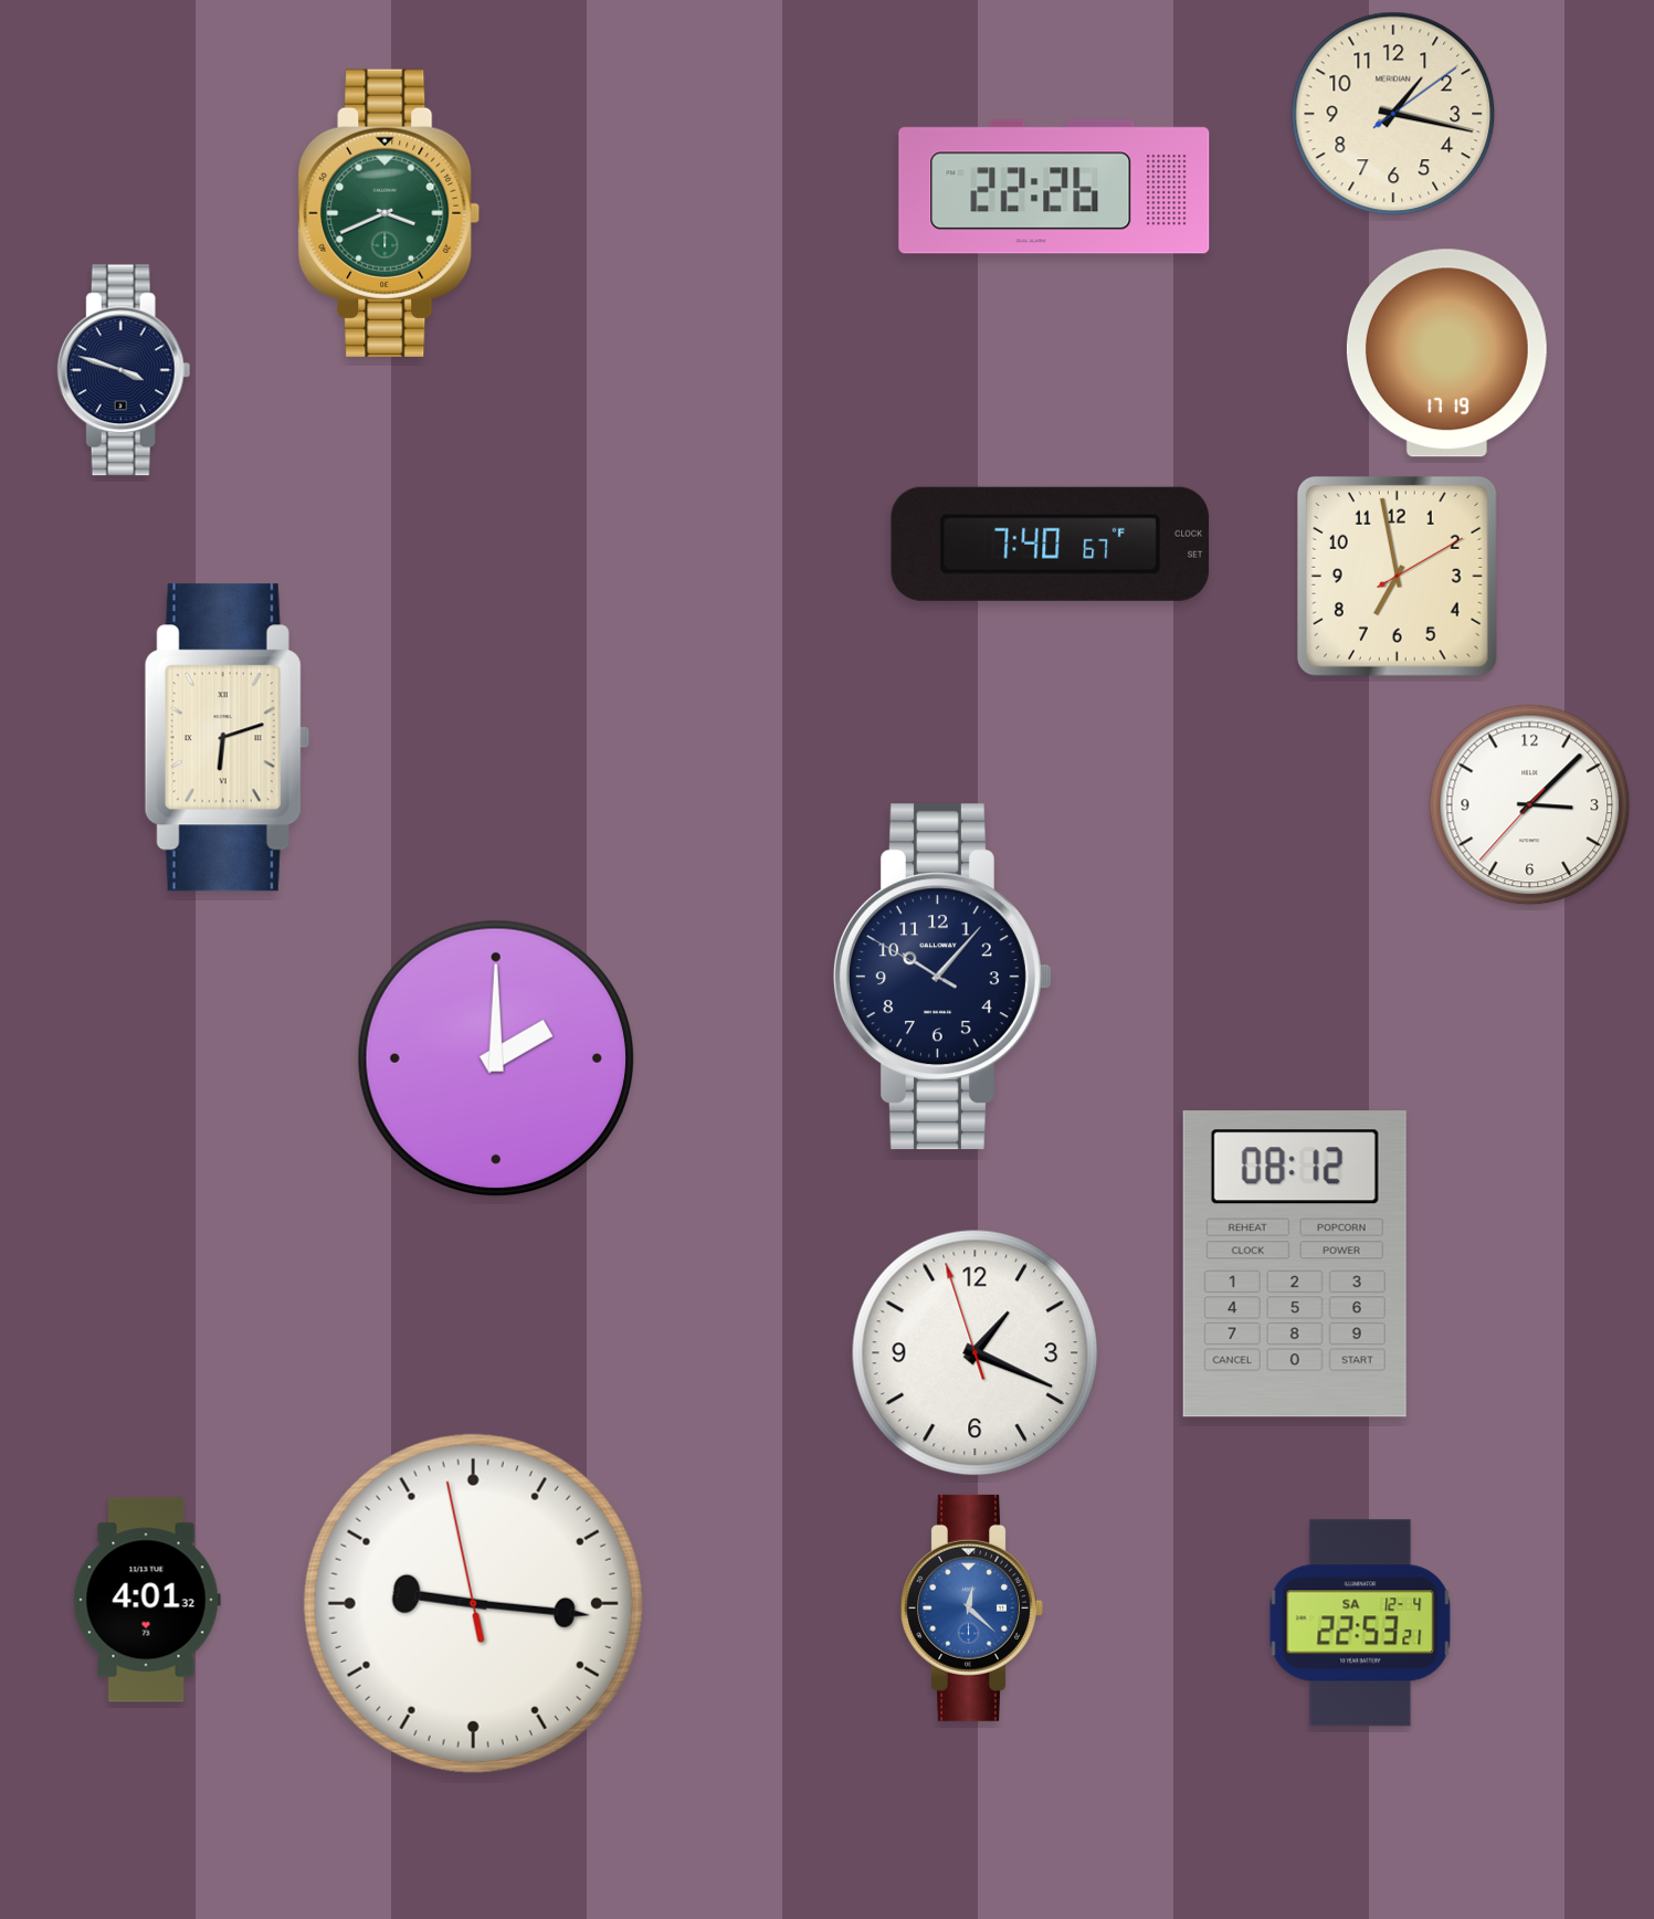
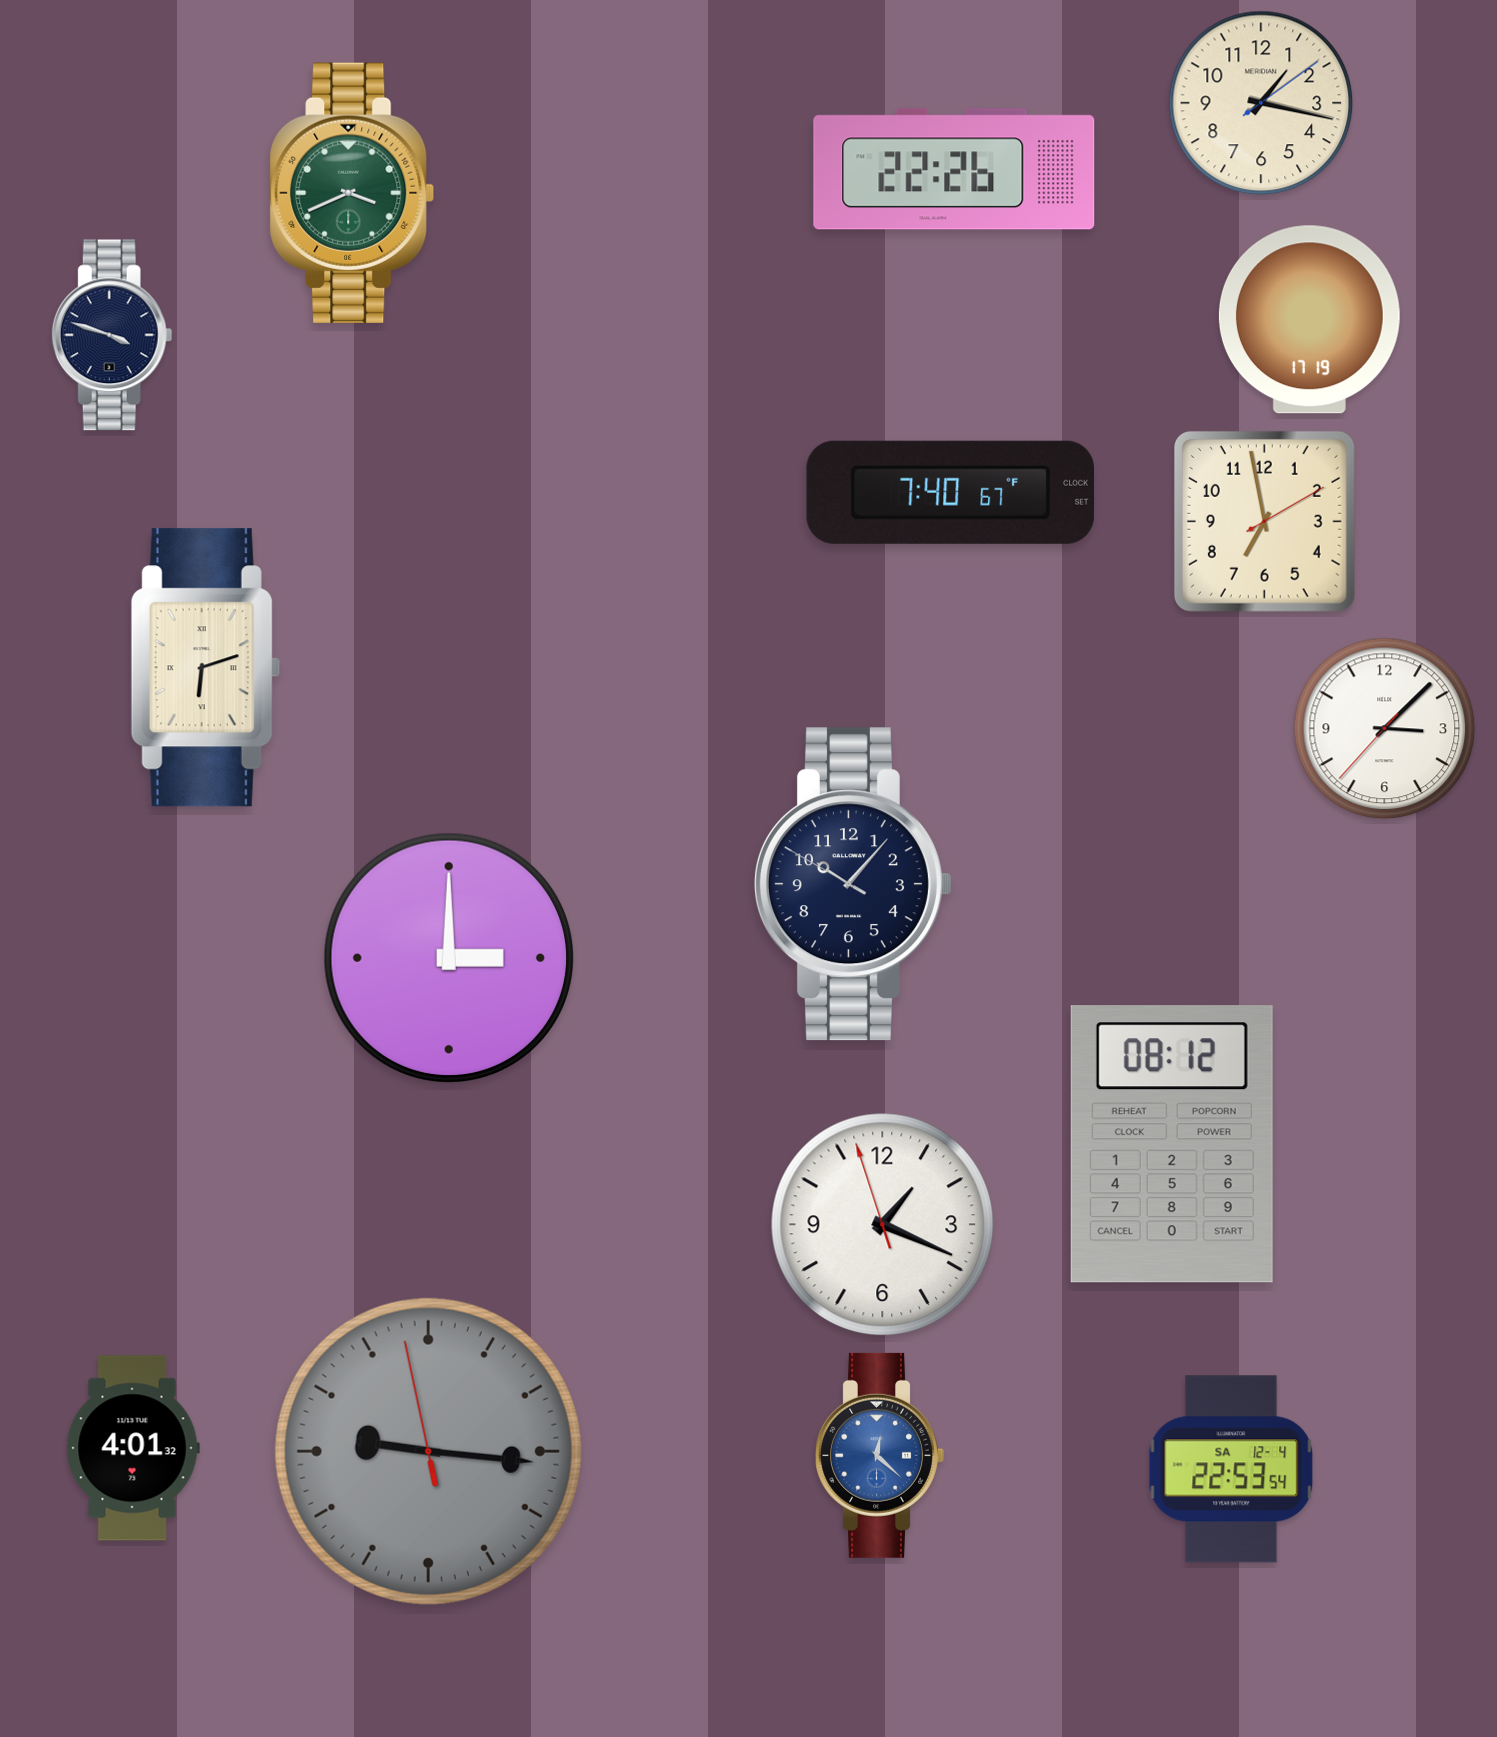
clock at (496, 1058): 2:00 -> 3:00
clock at (473, 1603) dial: white -> grey
clock at (1360, 1623): 22:53:21 -> 22:53:54
